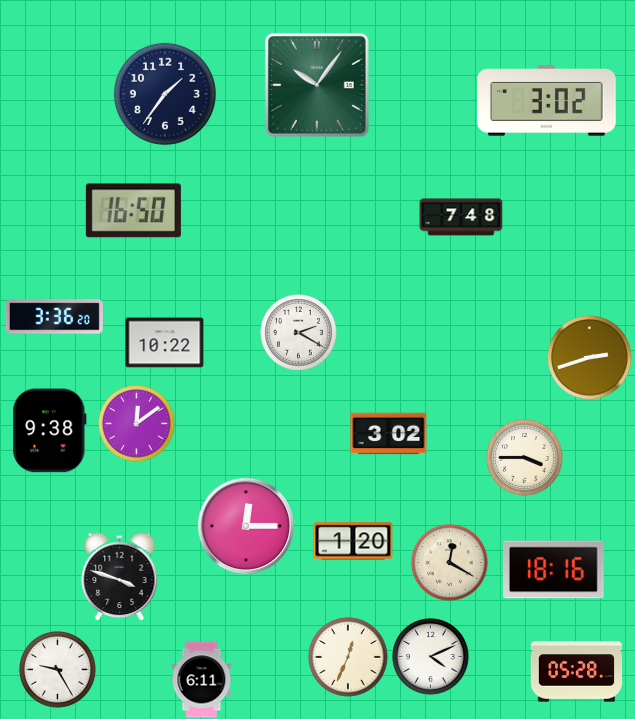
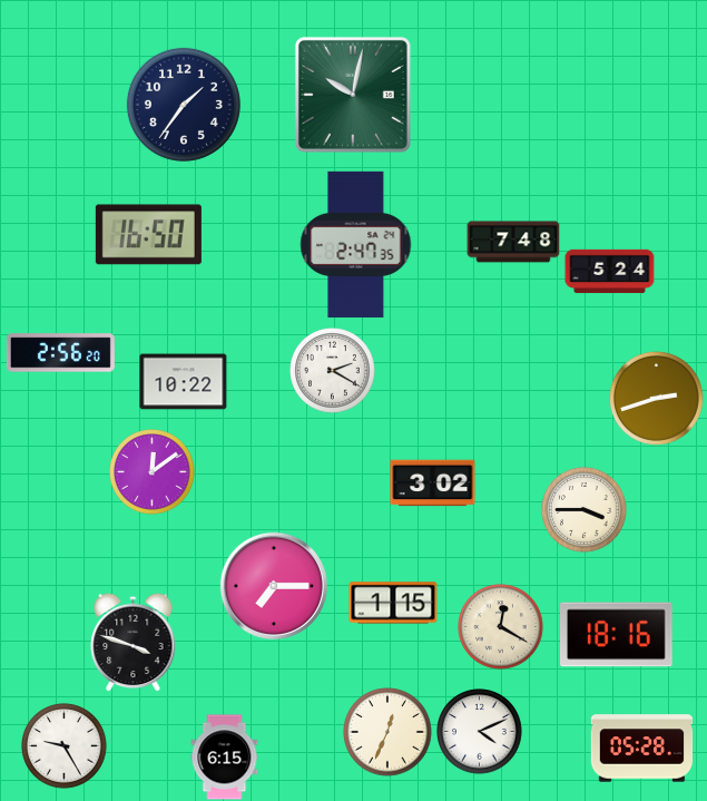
clock at (317, 85): 10:06 -> 10:02
clock at (547, 101): 3:02 -> none
clock at (356, 244): none -> 2:47
clock at (610, 272): none -> 5:24
clock at (54, 317): 3:36 -> 2:56
clock at (50, 431): 9:38 -> none
clock at (246, 526): 12:15 -> 7:15
clock at (353, 541): 1:20 -> 1:15
clock at (202, 680): 6:11 -> 6:15
